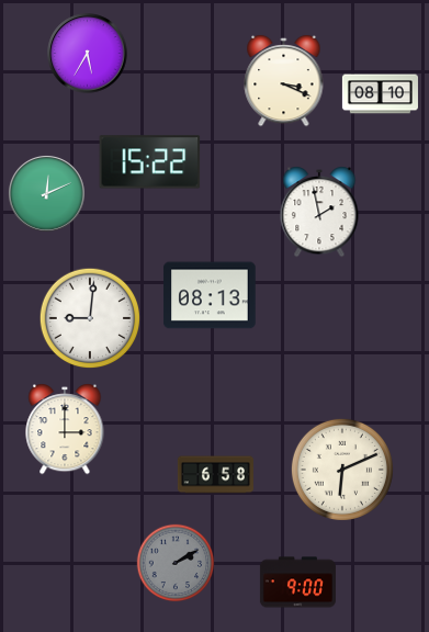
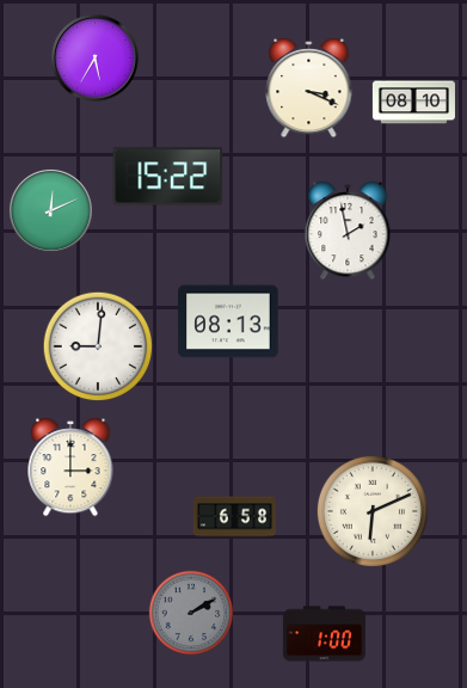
clock at (150, 162) position: (150, 162) -> (168, 177)
clock at (297, 583): 9:00 -> 1:00
